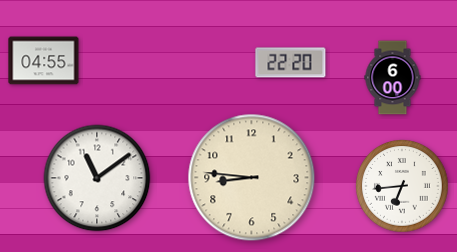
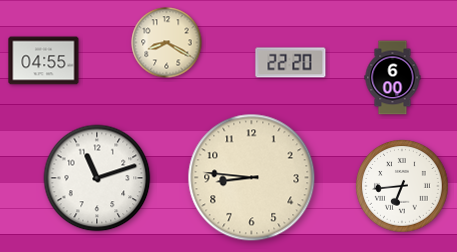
clock at (167, 43): none -> 8:20
clock at (97, 178): 11:09 -> 11:12
